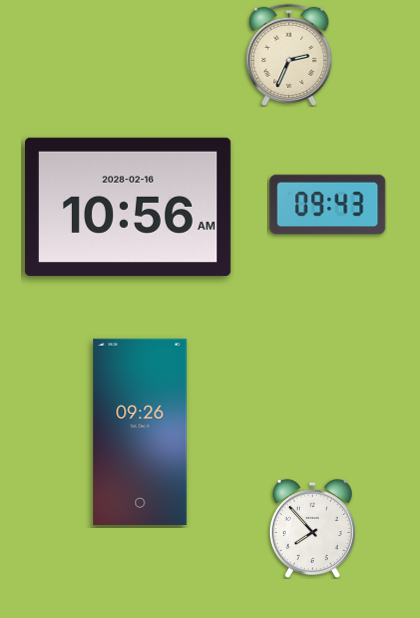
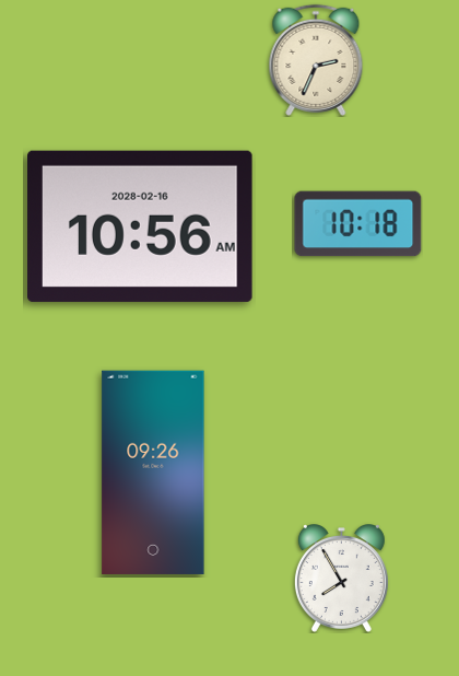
clock at (328, 205): 09:43 -> 10:18
clock at (312, 529): 7:53 -> 7:55
